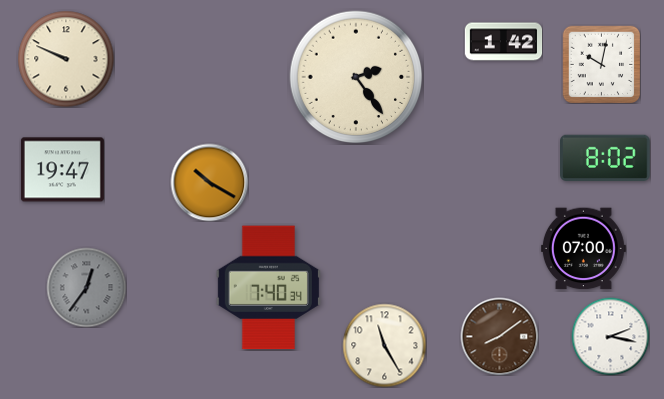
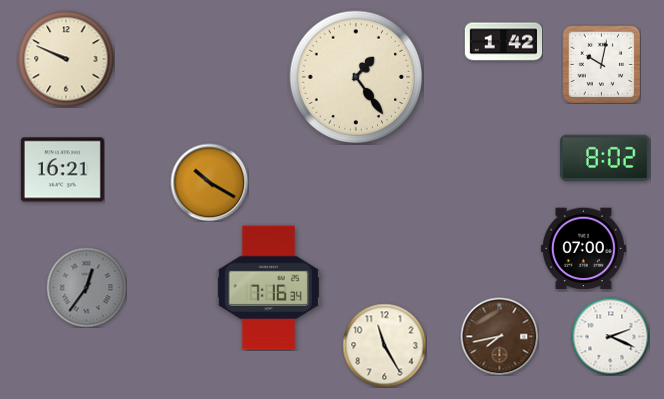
clock at (356, 77): 2:24 -> 1:24
clock at (62, 170): 19:47 -> 16:21
clock at (268, 288): 7:40 -> 7:16
clock at (499, 336): 8:09 -> 7:43
clock at (610, 336): 2:17 -> 2:19
